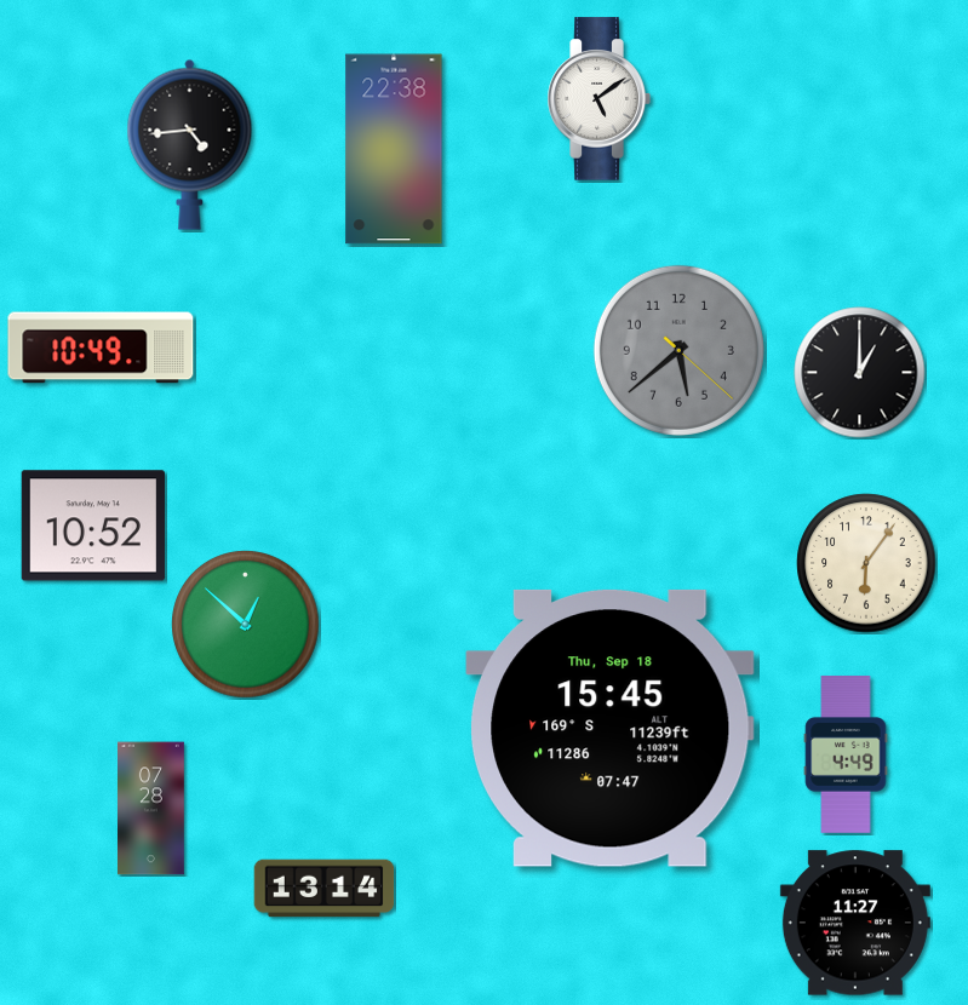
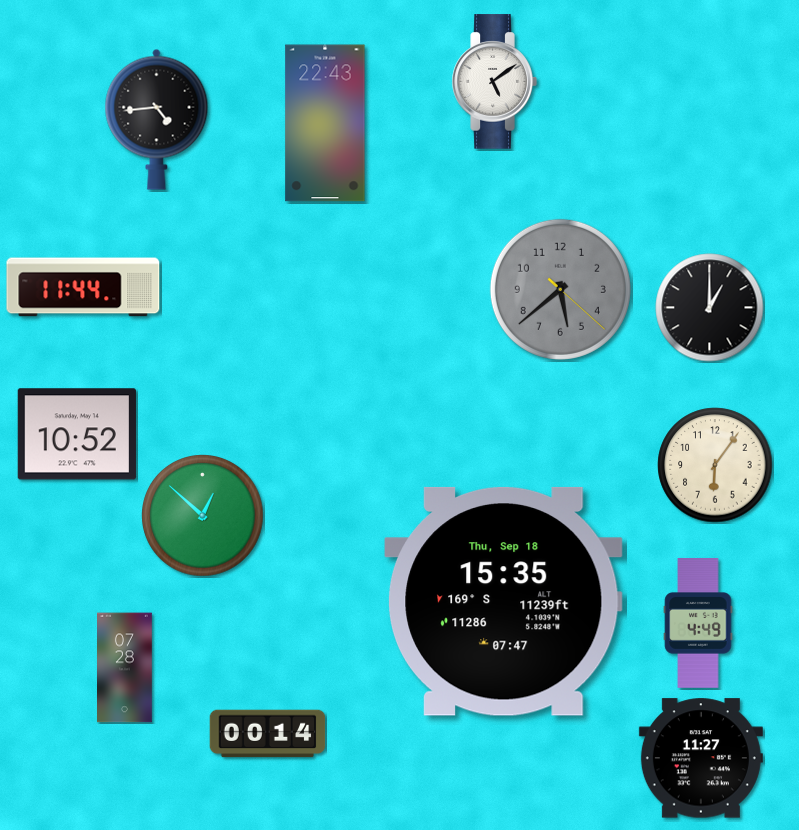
clock at (394, 149): 22:38 -> 22:43
clock at (101, 348): 10:49 -> 11:44
clock at (611, 728): 15:45 -> 15:35
clock at (325, 889): 13:14 -> 00:14
clock at (855, 923) position: (855, 923) -> (701, 758)
